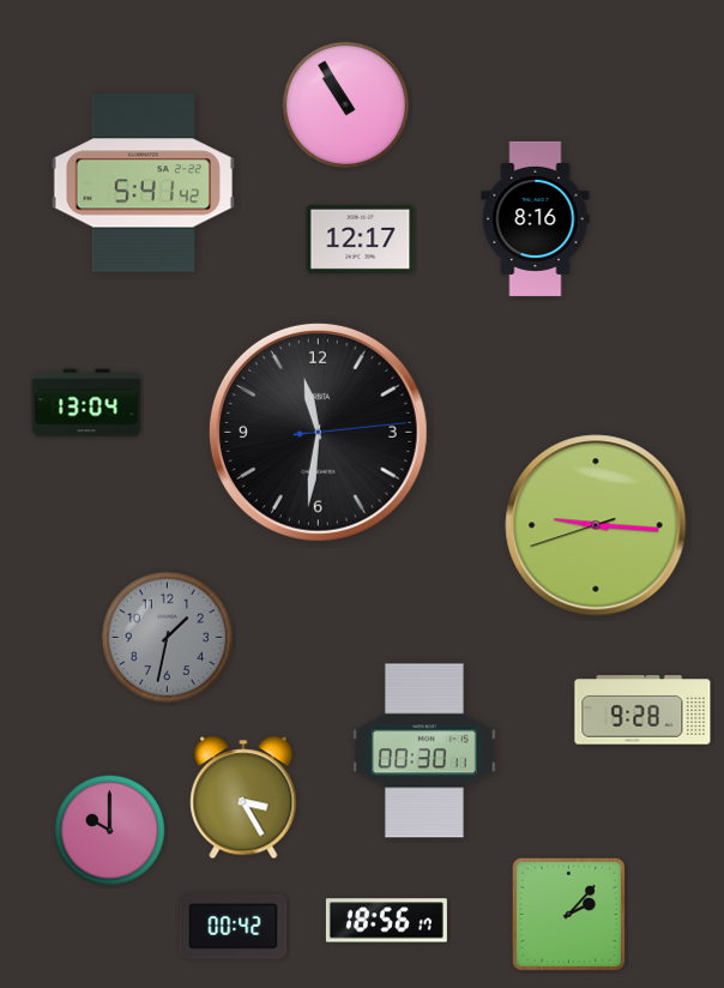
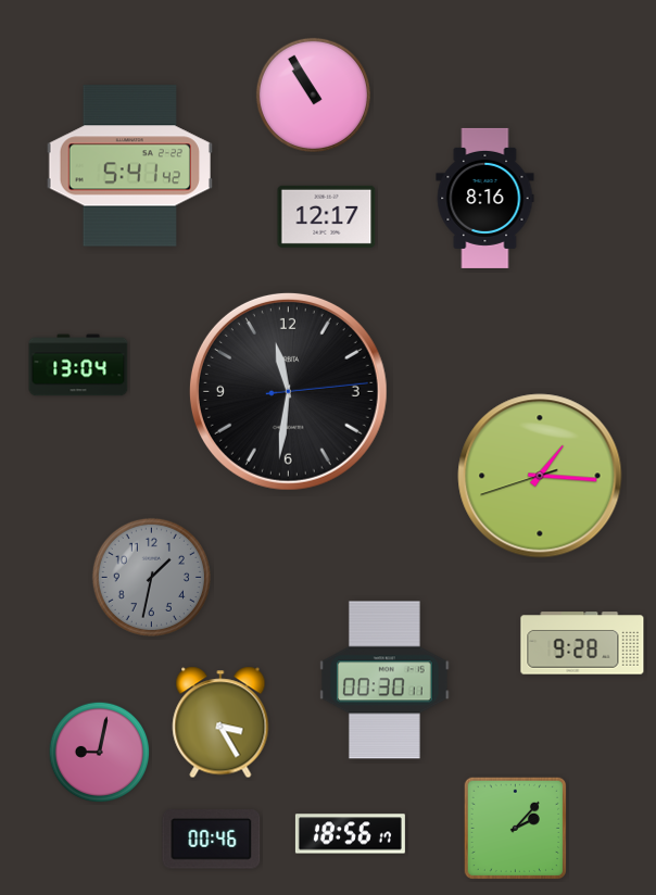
clock at (596, 525): 9:15 -> 1:15
clock at (110, 831): 10:00 -> 9:02
clock at (234, 927): 00:42 -> 00:46
